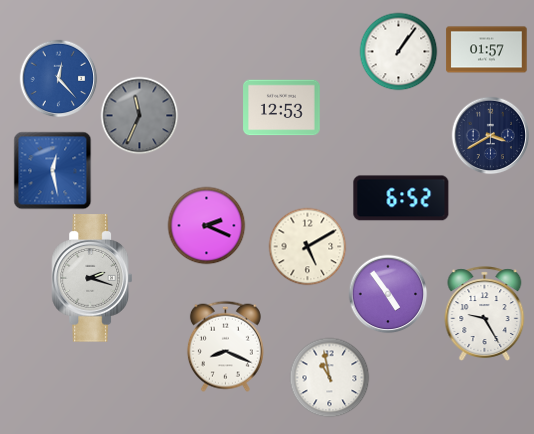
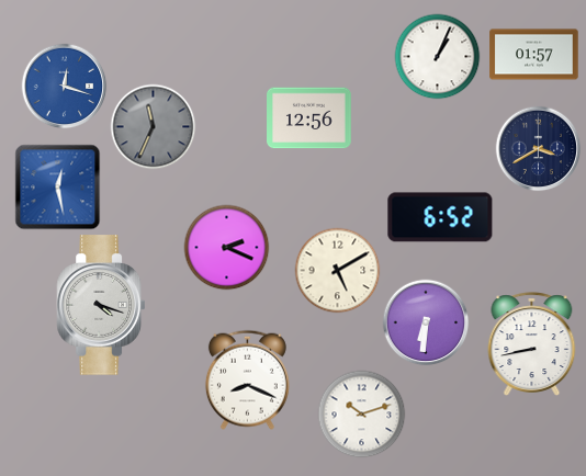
clock at (398, 51): 1:06 -> 1:04
clock at (58, 78): 12:23 -> 12:18
clock at (282, 108): 12:53 -> 12:56
clock at (91, 278): 2:18 -> 4:18
clock at (388, 294): 4:54 -> 6:31
clock at (485, 314): 9:25 -> 8:43
clock at (329, 377): 10:58 -> 10:12
